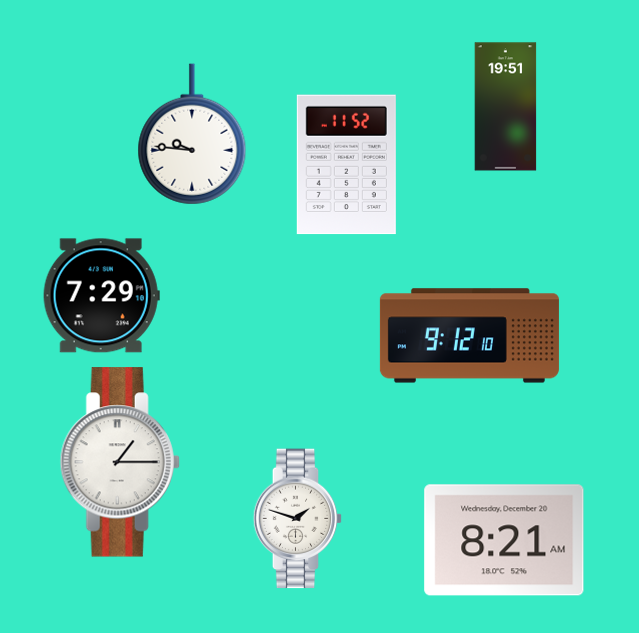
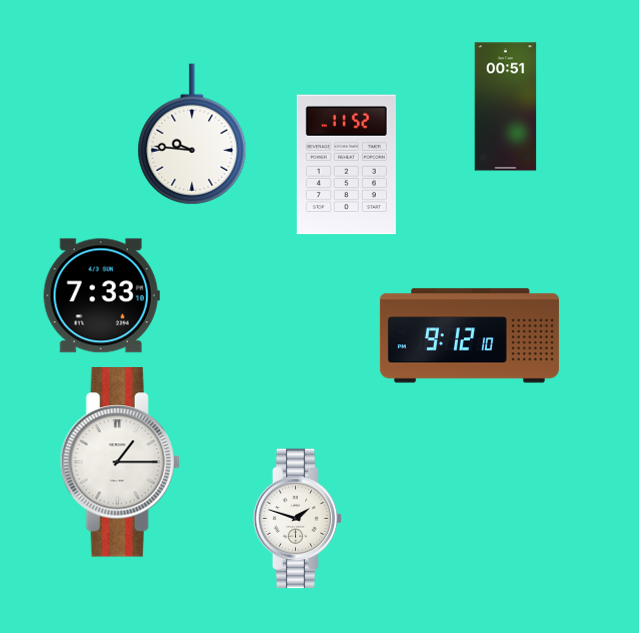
clock at (506, 107): 19:51 -> 00:51
clock at (101, 296): 7:29 -> 7:33
clock at (504, 540): 8:21 -> none
